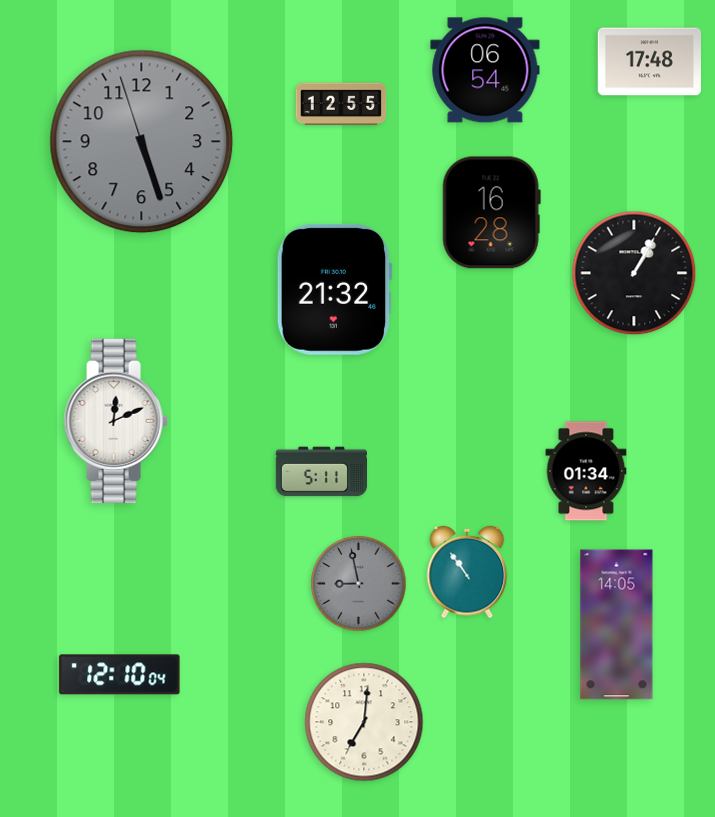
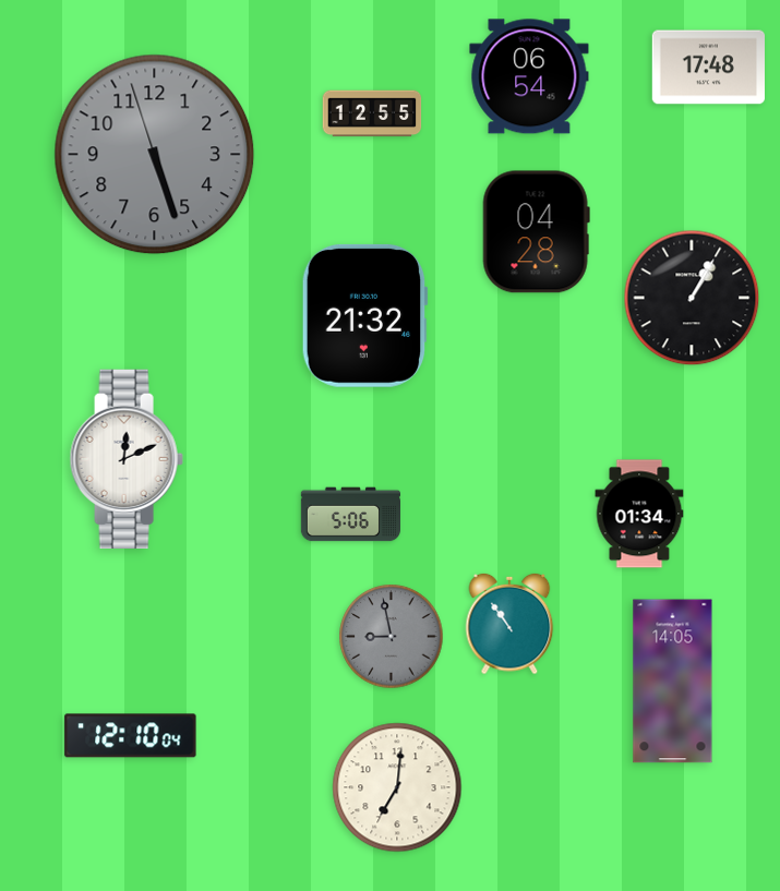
clock at (491, 213): 16:28 -> 04:28
clock at (321, 472): 5:11 -> 5:06
